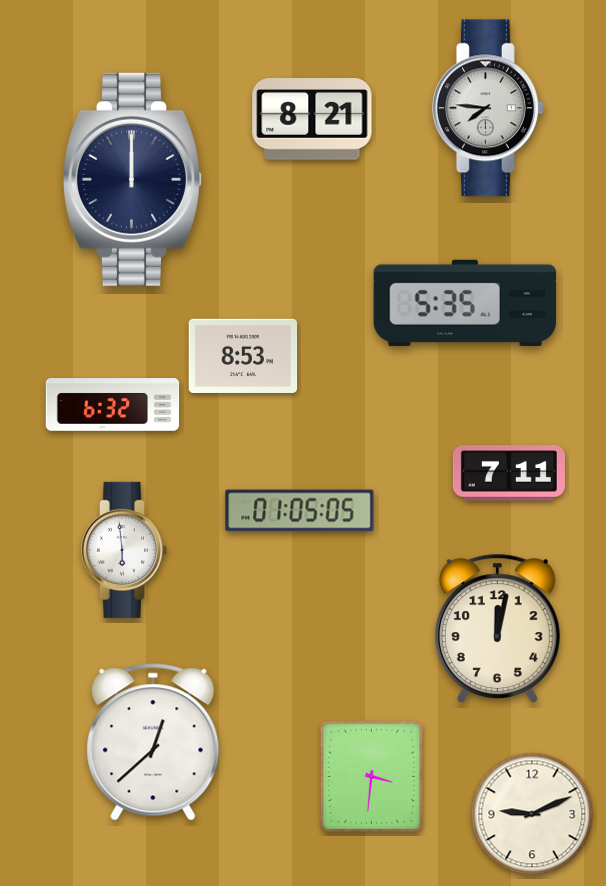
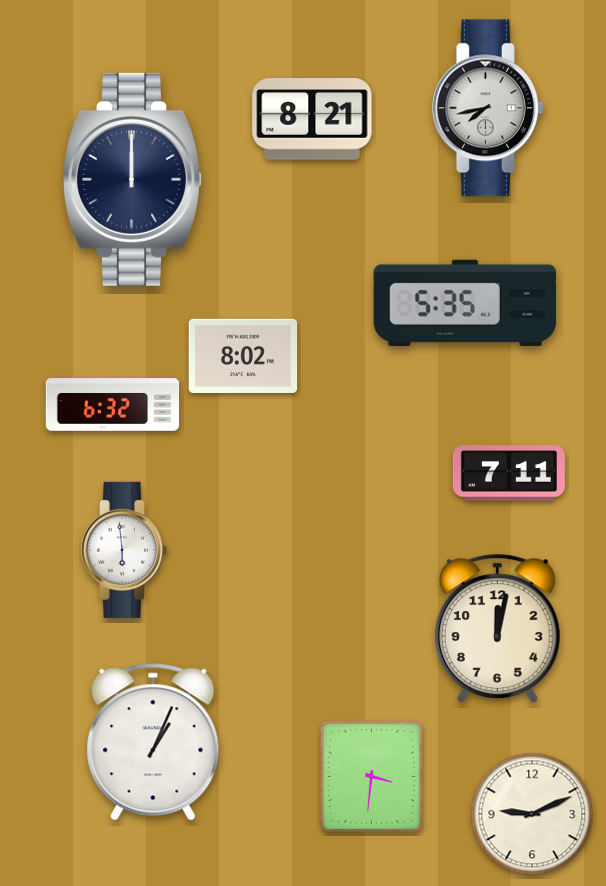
clock at (488, 108): 7:46 -> 7:43
clock at (243, 356): 8:53 -> 8:02
clock at (300, 511): 01:05 -> none
clock at (153, 742): 12:38 -> 1:04
